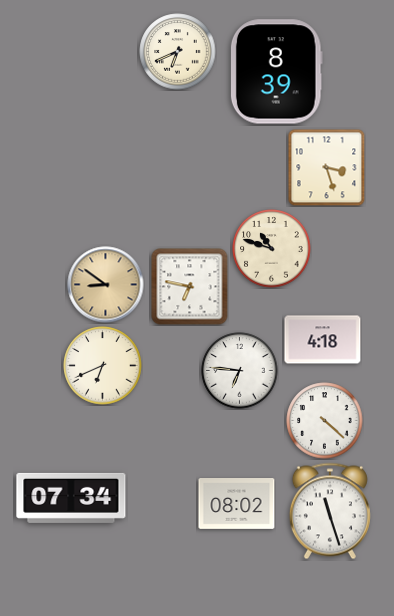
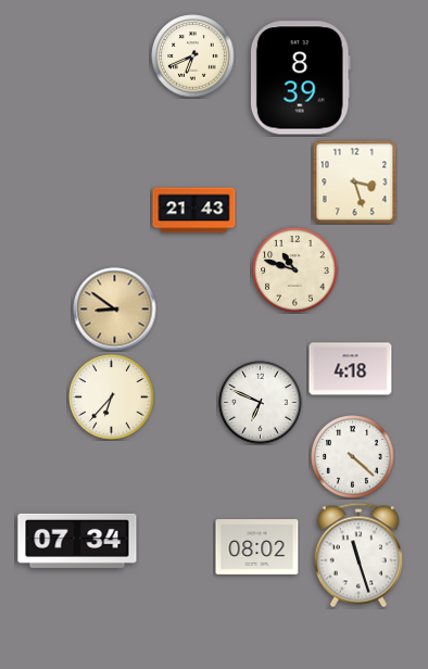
clock at (194, 211): none -> 21:43
clock at (190, 287): 6:47 -> none
clock at (103, 366): 6:41 -> 6:37
clock at (240, 371): 6:46 -> 6:49
